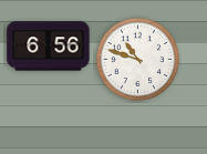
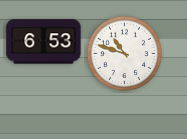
clock at (49, 47): 6:56 -> 6:53
